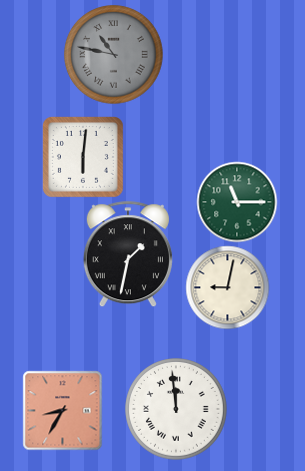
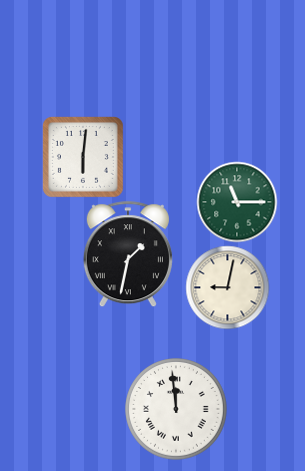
clock at (114, 55): 10:47 -> none
clock at (62, 410): 8:35 -> none
